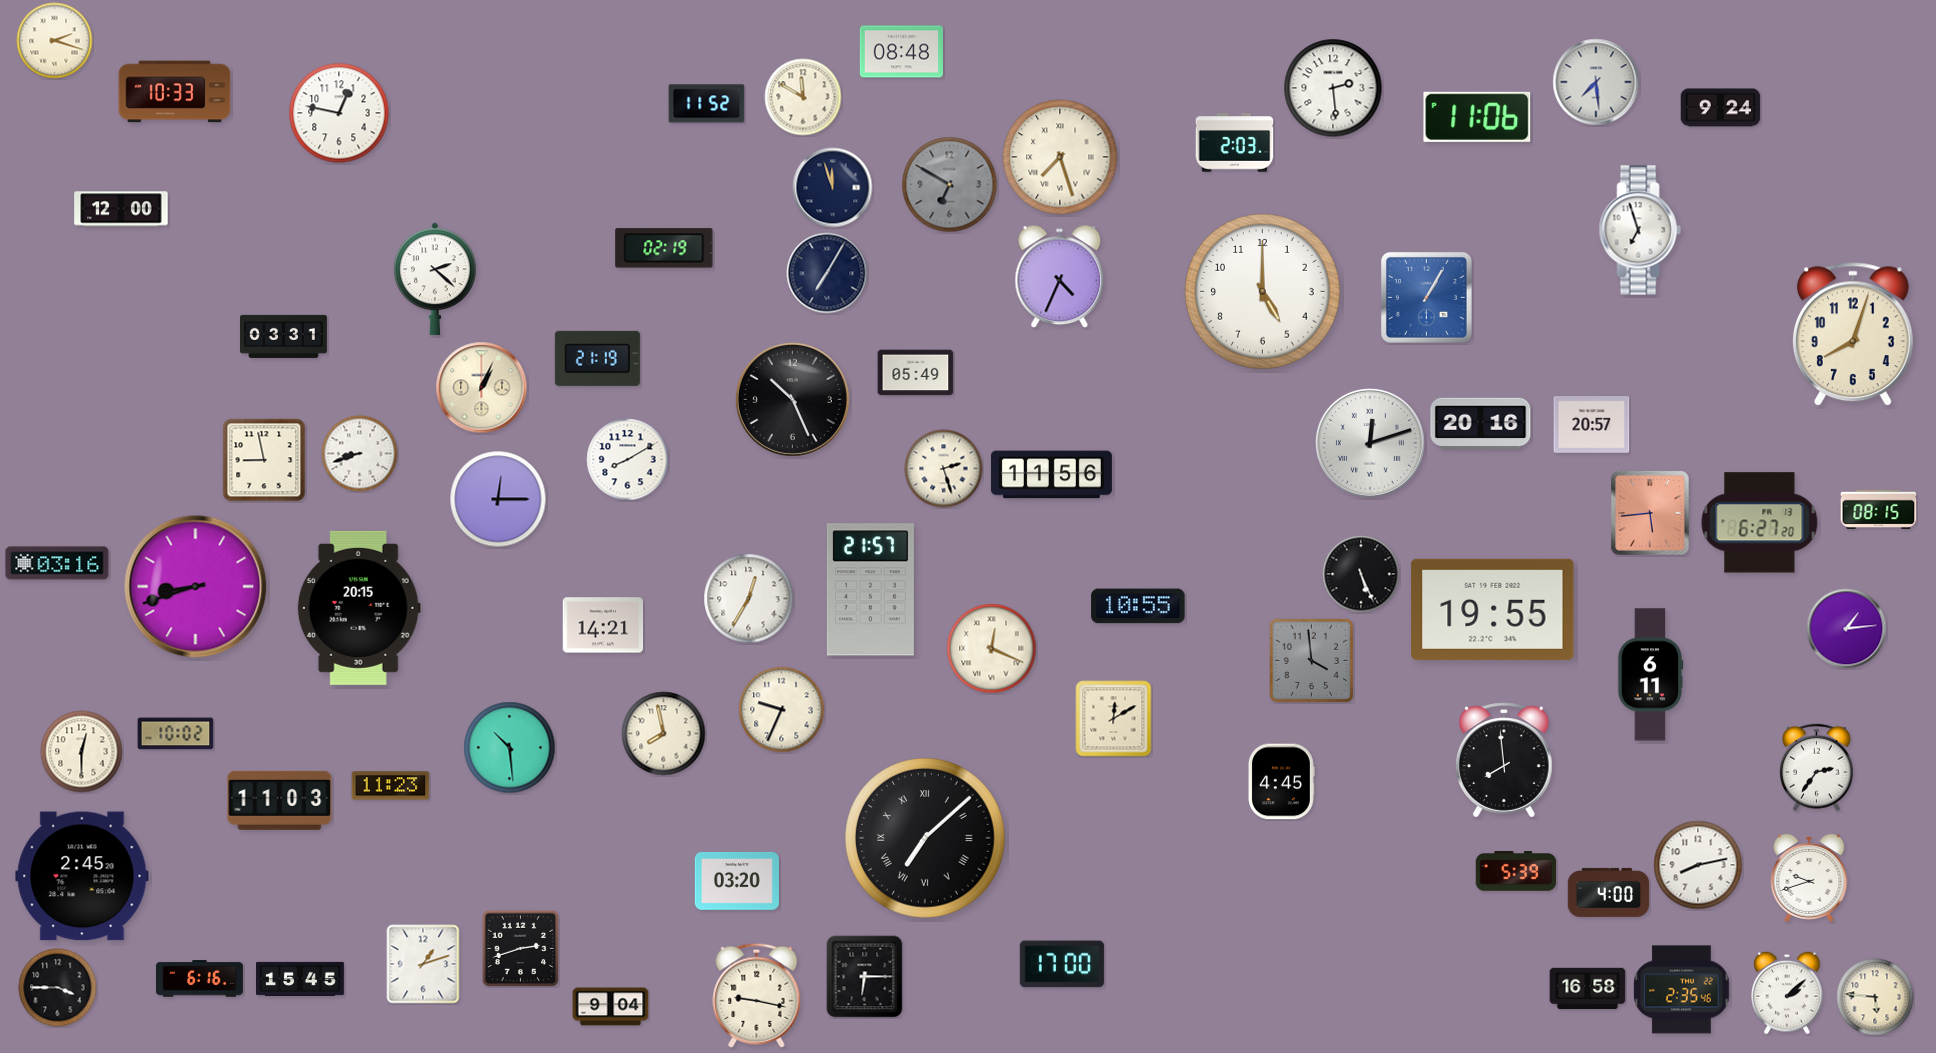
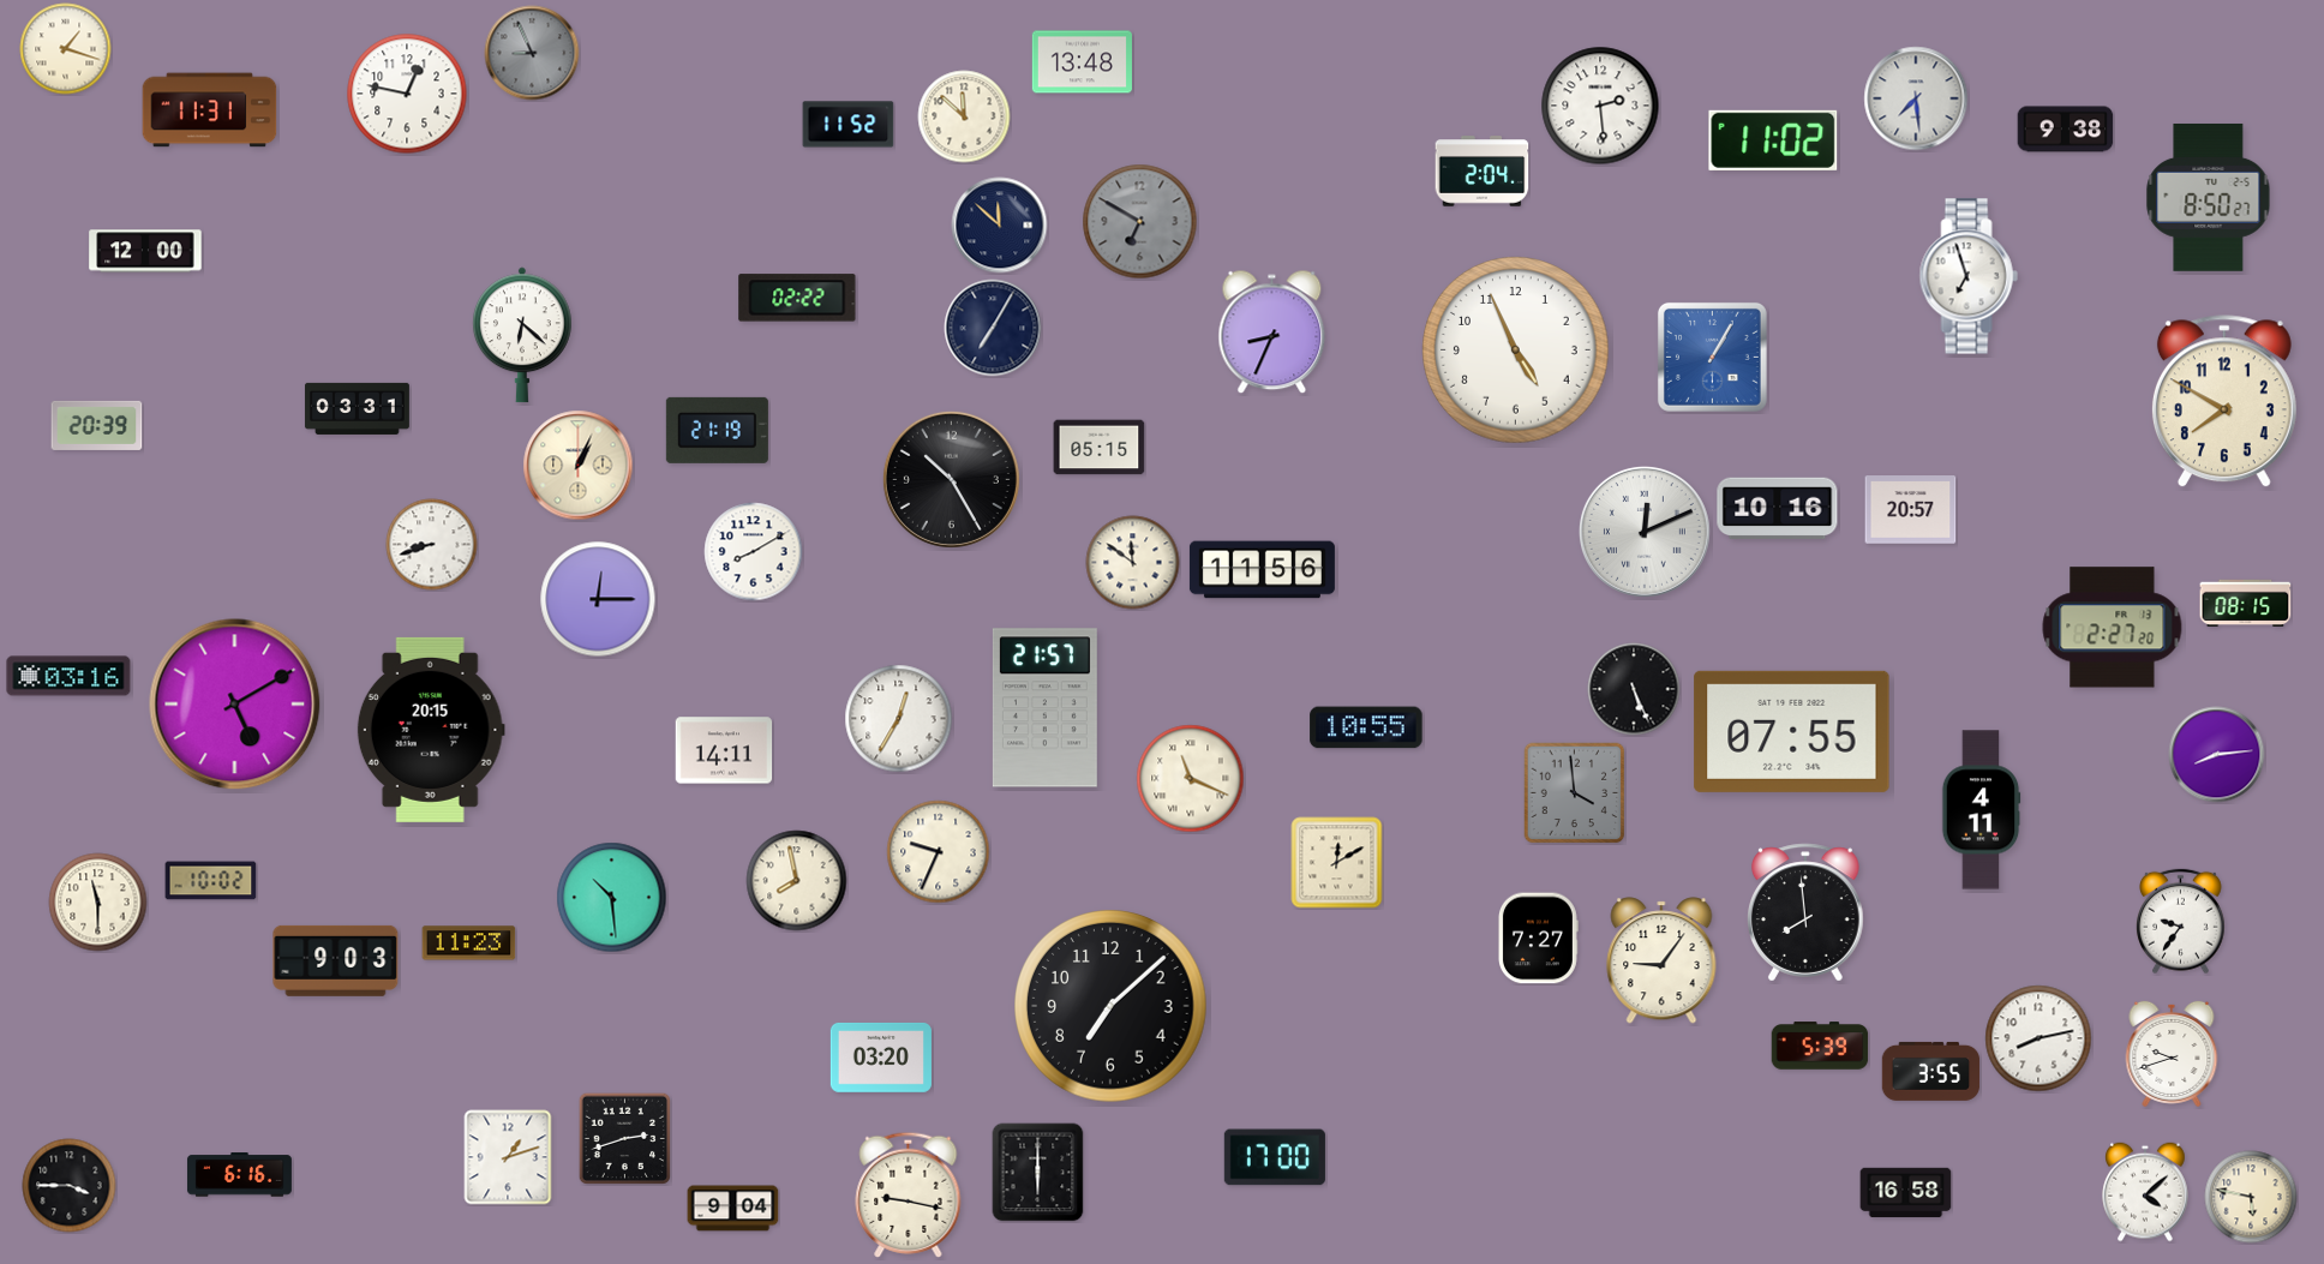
clock at (55, 41): 2:18 -> 1:18
clock at (532, 53): none -> 8:56
clock at (901, 52): 08:48 -> 13:48
clock at (175, 92): 10:33 -> 11:31
clock at (803, 97): 11:50 -> 11:52
clock at (1721, 108): 9:24 -> 9:38
clock at (339, 113) position: (339, 113) -> (407, 94)
clock at (1477, 117): 11:06 -> 11:02
clock at (1235, 143): 2:03 -> 2:04
clock at (1060, 157): 7:27 -> none
clock at (2209, 197): none -> 8:50
clock at (833, 188): 11:57 -> 11:52
clock at (664, 248): 02:19 -> 02:22
clock at (1060, 277): 4:34 -> 8:34
clock at (435, 279): 2:22 -> 6:22
clock at (1263, 292): 5:00 -> 4:56
clock at (1853, 335): 8:03 -> 7:50
clock at (283, 336) position: (283, 336) -> (357, 408)
clock at (97, 425): none -> 20:39
clock at (916, 373): 05:49 -> 05:15
clock at (792, 399): 10:26 -> 10:25
clock at (1481, 424): 20:16 -> 10:16
clock at (1370, 443): 12:12 -> 12:11
clock at (264, 460): 8:58 -> none
clock at (944, 469): 2:27 -> 11:51
clock at (1879, 510) position: (1879, 510) -> (2246, 604)
clock at (1650, 513): 5:44 -> none
clock at (1760, 523): 6:27 -> 2:27
clock at (196, 587): 8:42 -> 5:10
clock at (1493, 609): 19:55 -> 07:55
clock at (603, 625): 14:21 -> 14:11
clock at (1847, 629): 1:14 -> 8:14
clock at (992, 649): 12:19 -> 11:19
clock at (1650, 675): 6:11 -> 4:11
clock at (82, 752): 12:30 -> 11:30
clock at (1817, 768): 2:36 -> 9:36
clock at (1282, 782): 4:45 -> 7:27
clock at (280, 800): 11:03 -> 9:03
clock at (1661, 960): none -> 9:06
clock at (925, 838) numerals: Roman -> Arabic
clock at (82, 876): 2:45 -> none
clock at (737, 881) position: (737, 881) -> (881, 1058)
clock at (1609, 892): 4:00 -> 3:55
clock at (865, 977): 6:15 -> 6:00
clock at (301, 979): 15:45 -> none
clock at (1588, 989) position: (1588, 989) -> (1906, 1193)
clock at (1682, 990): 2:35 -> none
clock at (1787, 993): 2:08 -> 4:08
clock at (1875, 997): 5:46 -> 5:47
